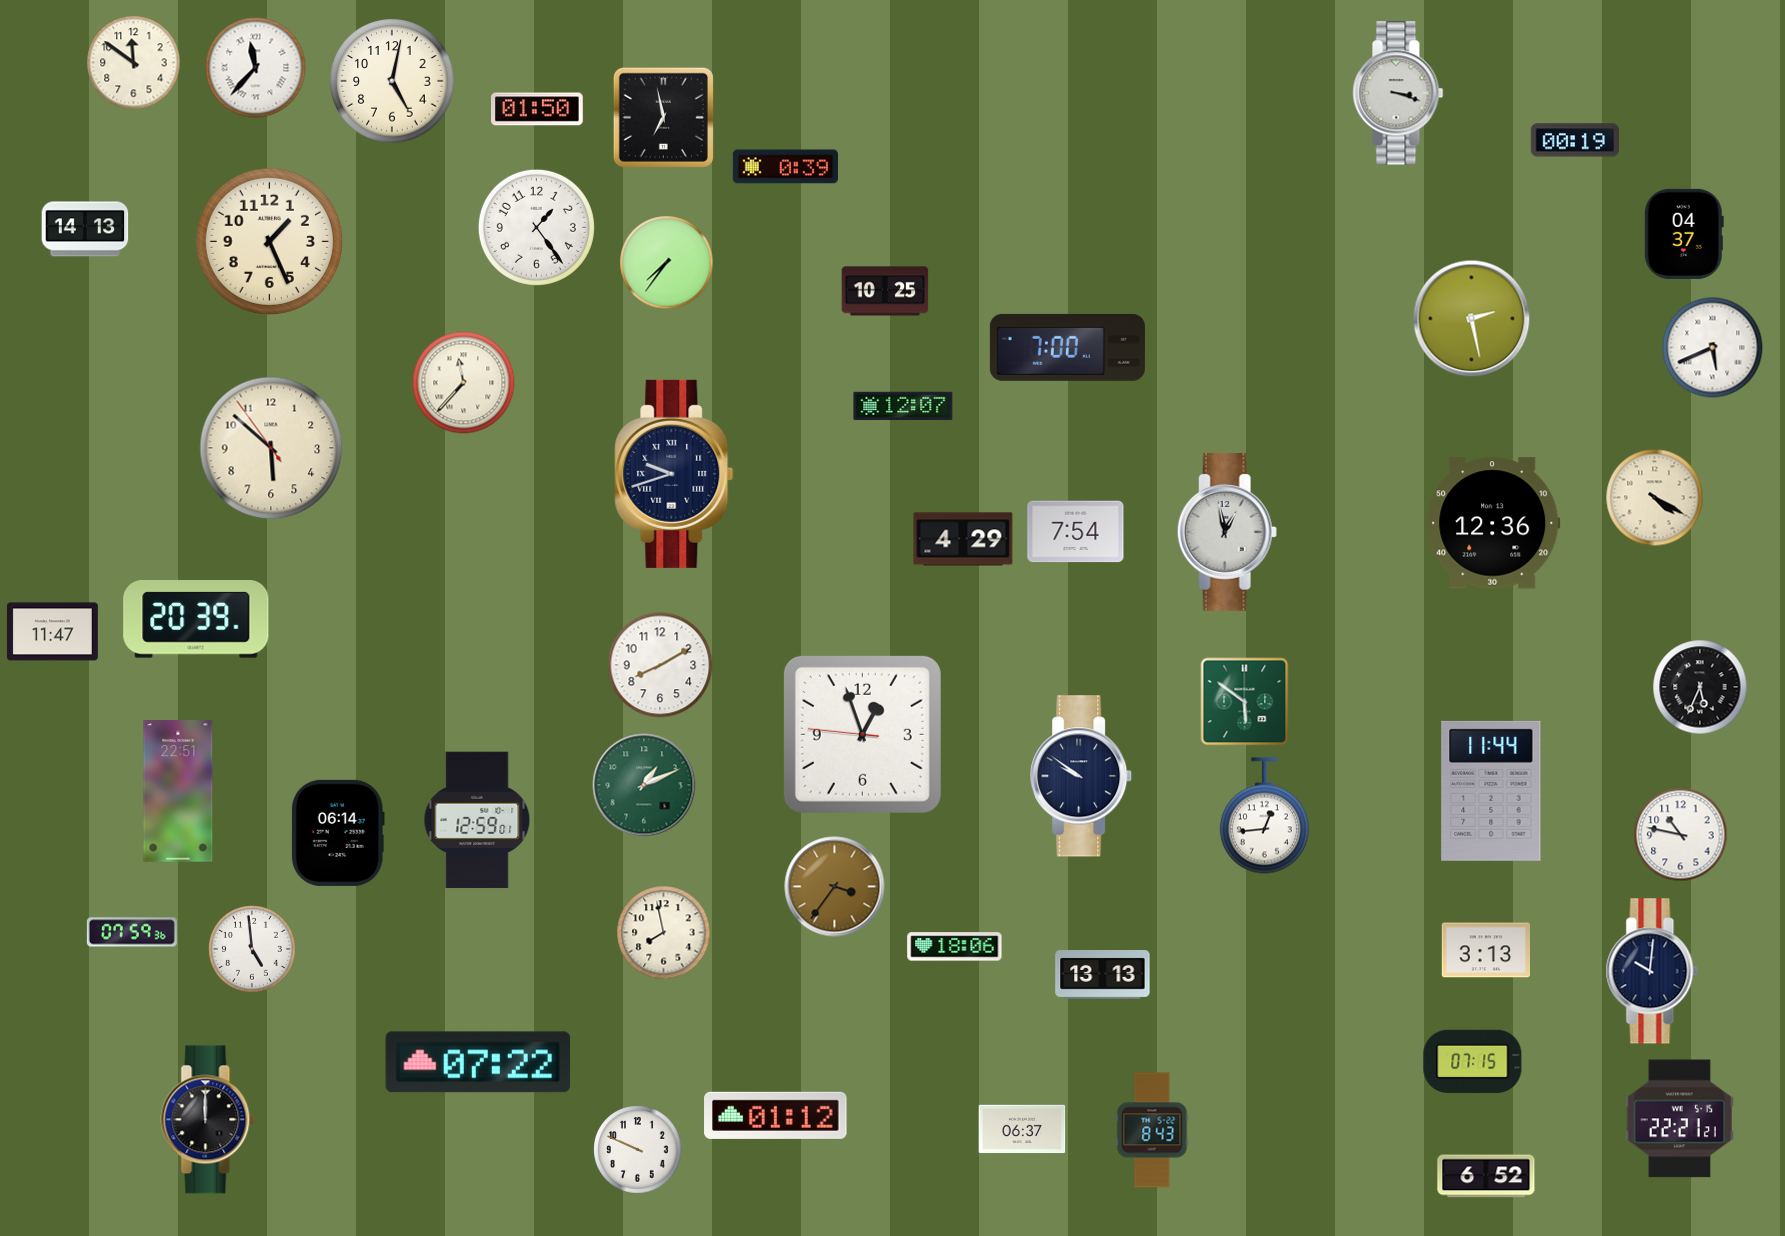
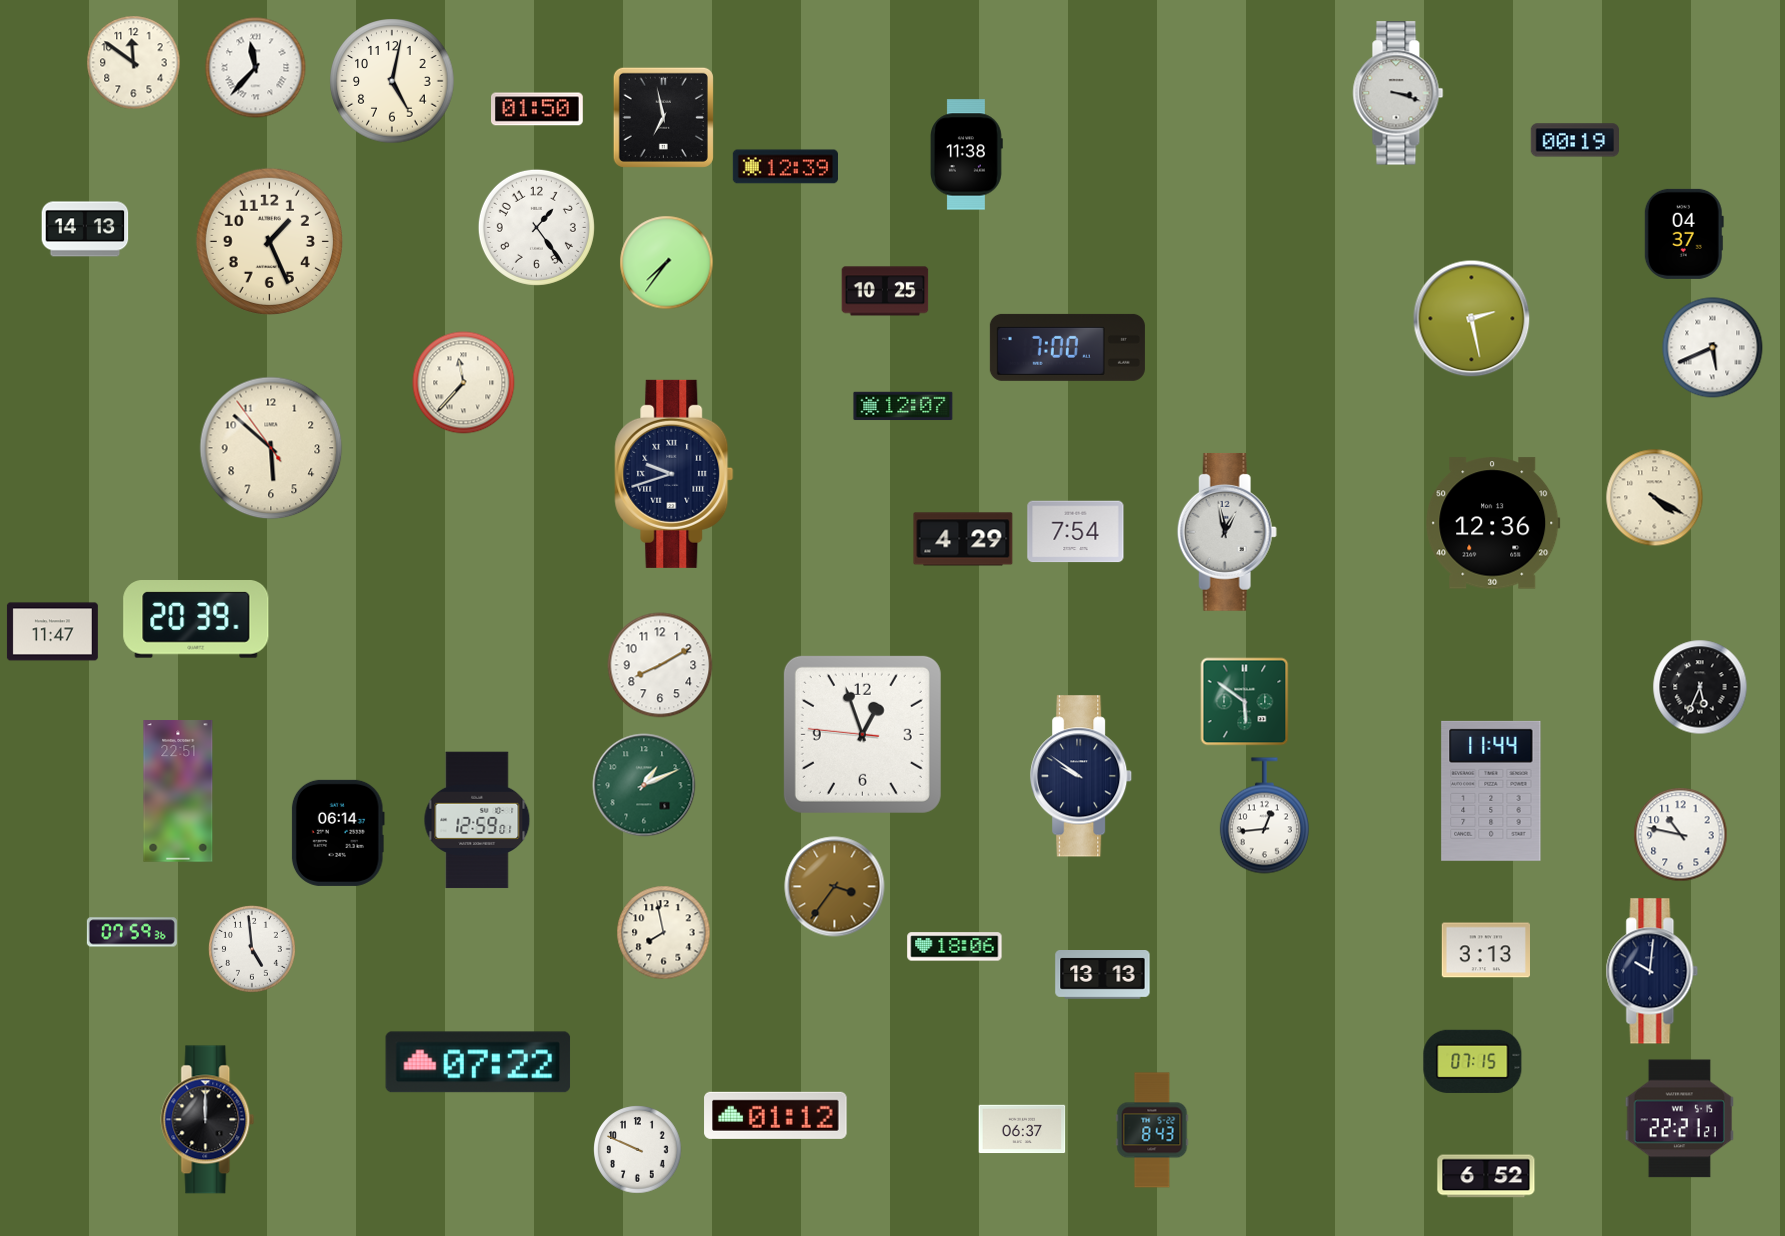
clock at (967, 155): none -> 11:38
clock at (785, 167): 0:39 -> 12:39
